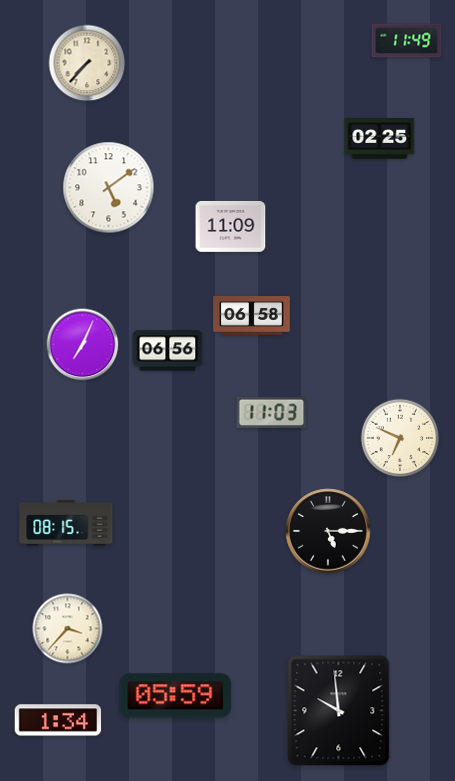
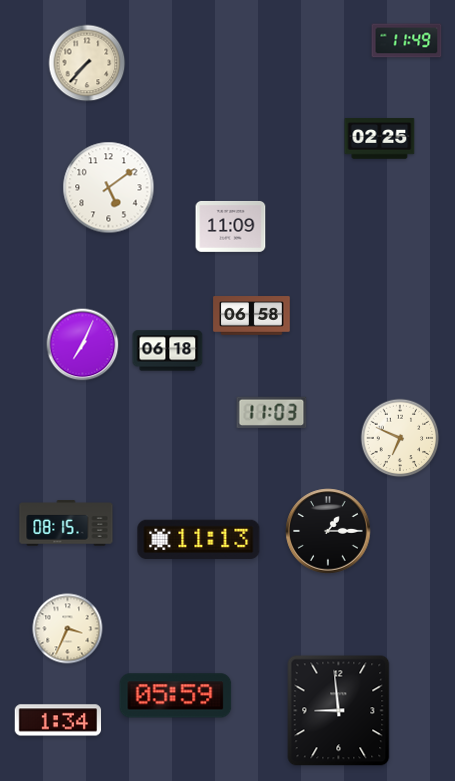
clock at (168, 351): 06:56 -> 06:18
clock at (328, 531): 5:15 -> 1:15
clock at (199, 540): none -> 11:13
clock at (68, 629): 3:37 -> 3:34
clock at (339, 711): 9:59 -> 8:59
